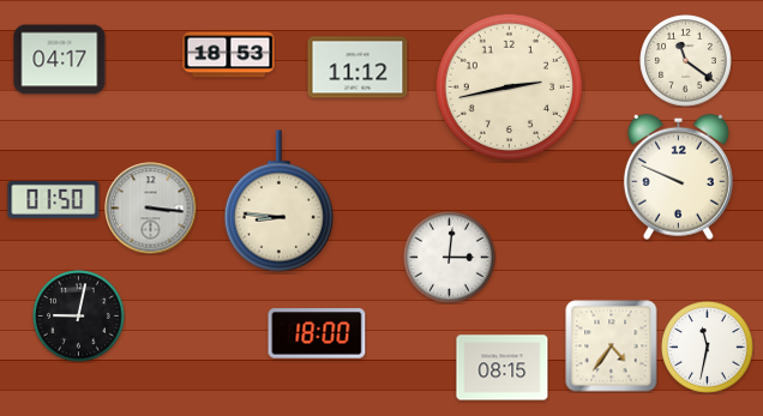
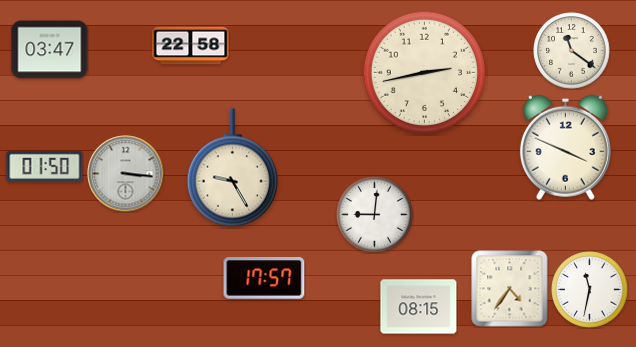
clock at (229, 55): 18:53 -> 22:58
clock at (60, 60): 04:17 -> 03:47
clock at (358, 67): 11:12 -> none
clock at (678, 176): 9:49 -> 3:49
clock at (278, 201): 8:46 -> 9:25
clock at (450, 258): 3:01 -> 9:01
clock at (79, 316): 9:02 -> none
clock at (317, 333): 18:00 -> 17:57
